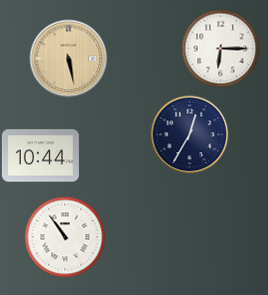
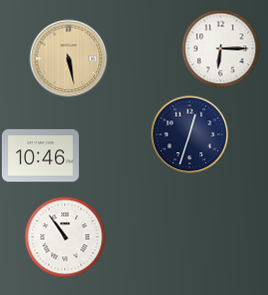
clock at (189, 134): 12:35 -> 12:33
clock at (40, 156): 10:44 -> 10:46
